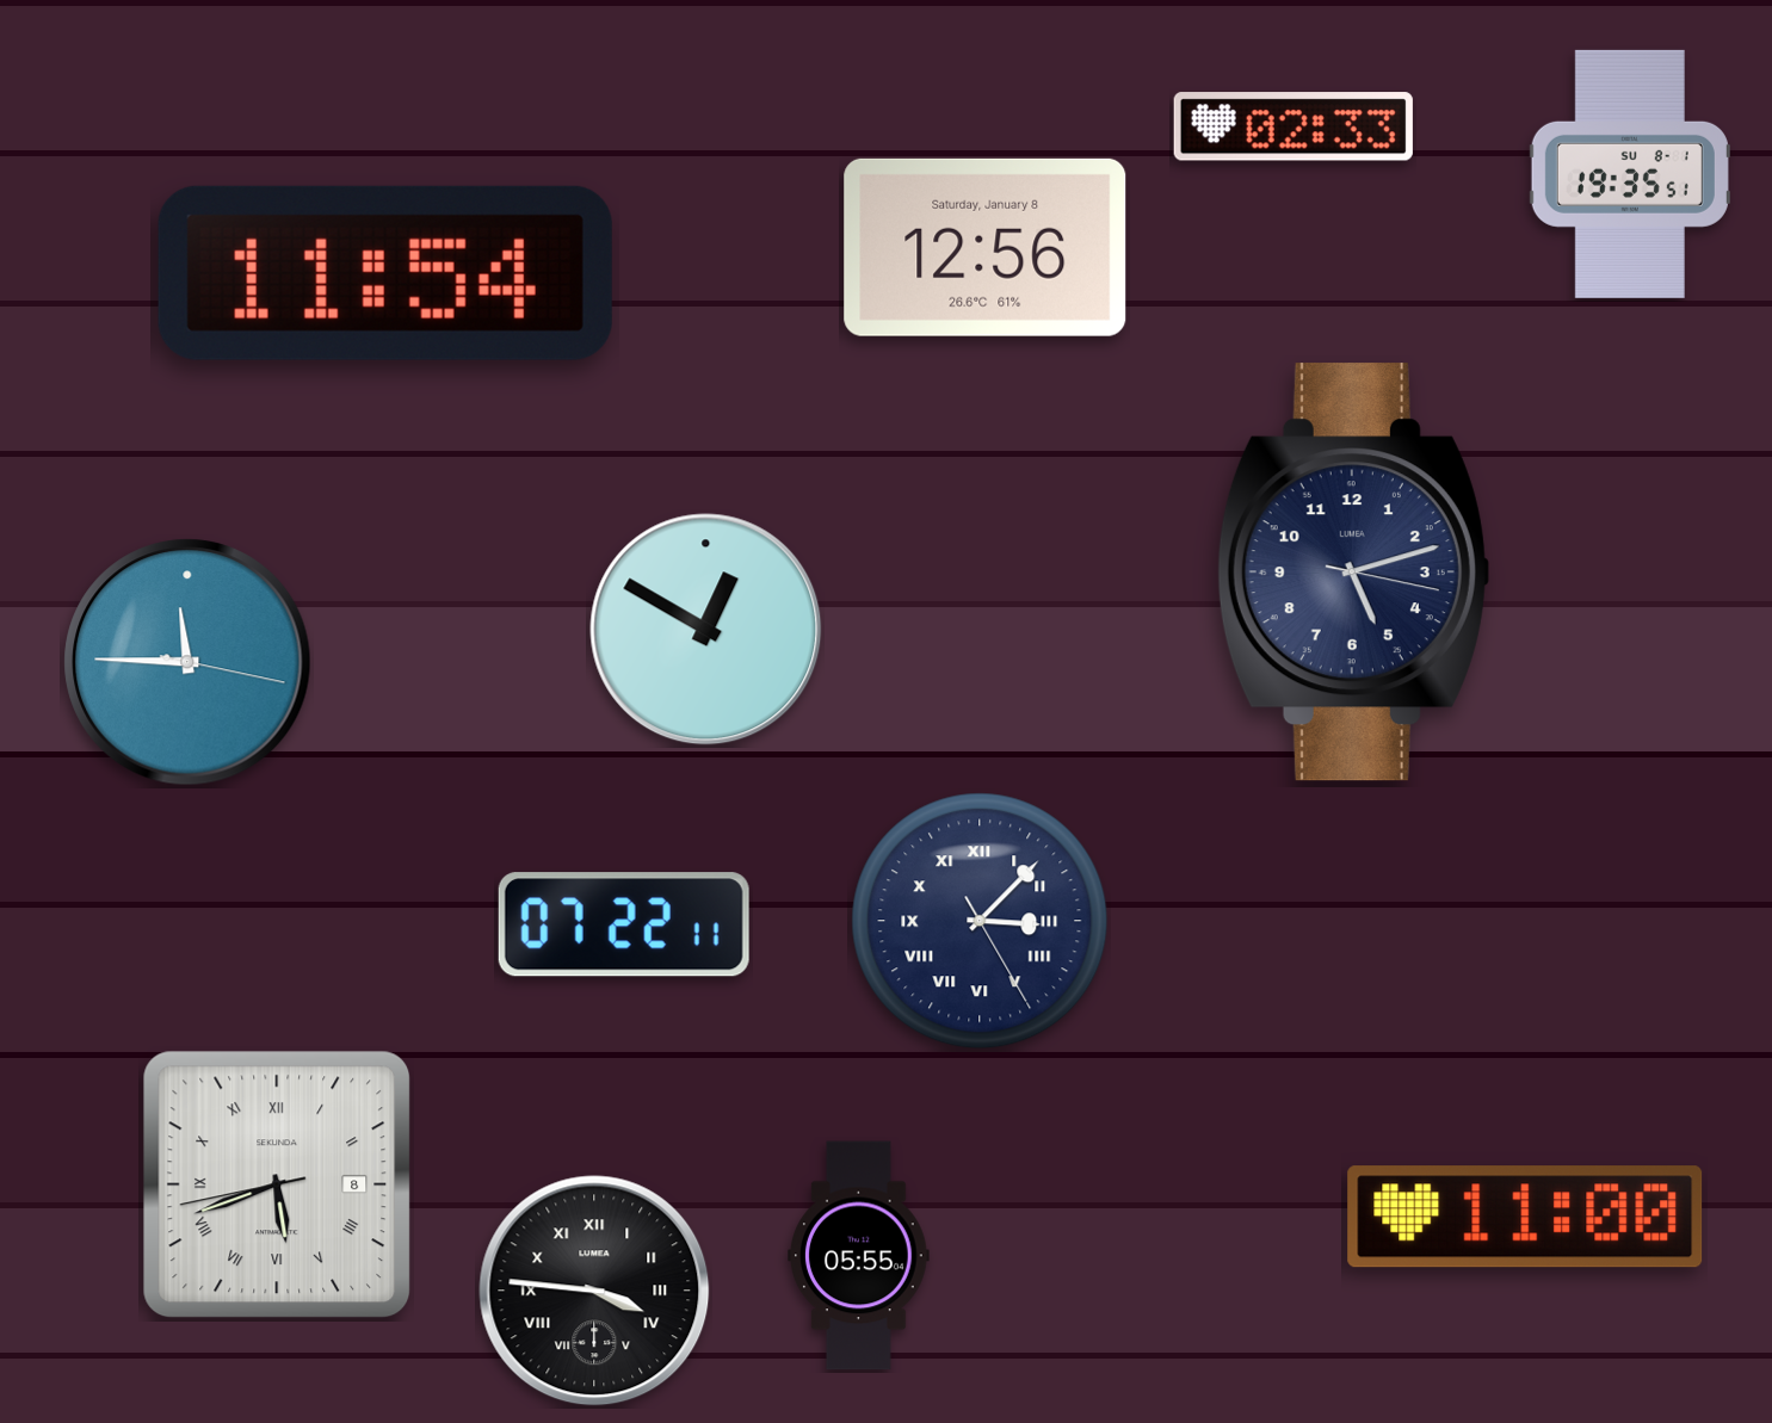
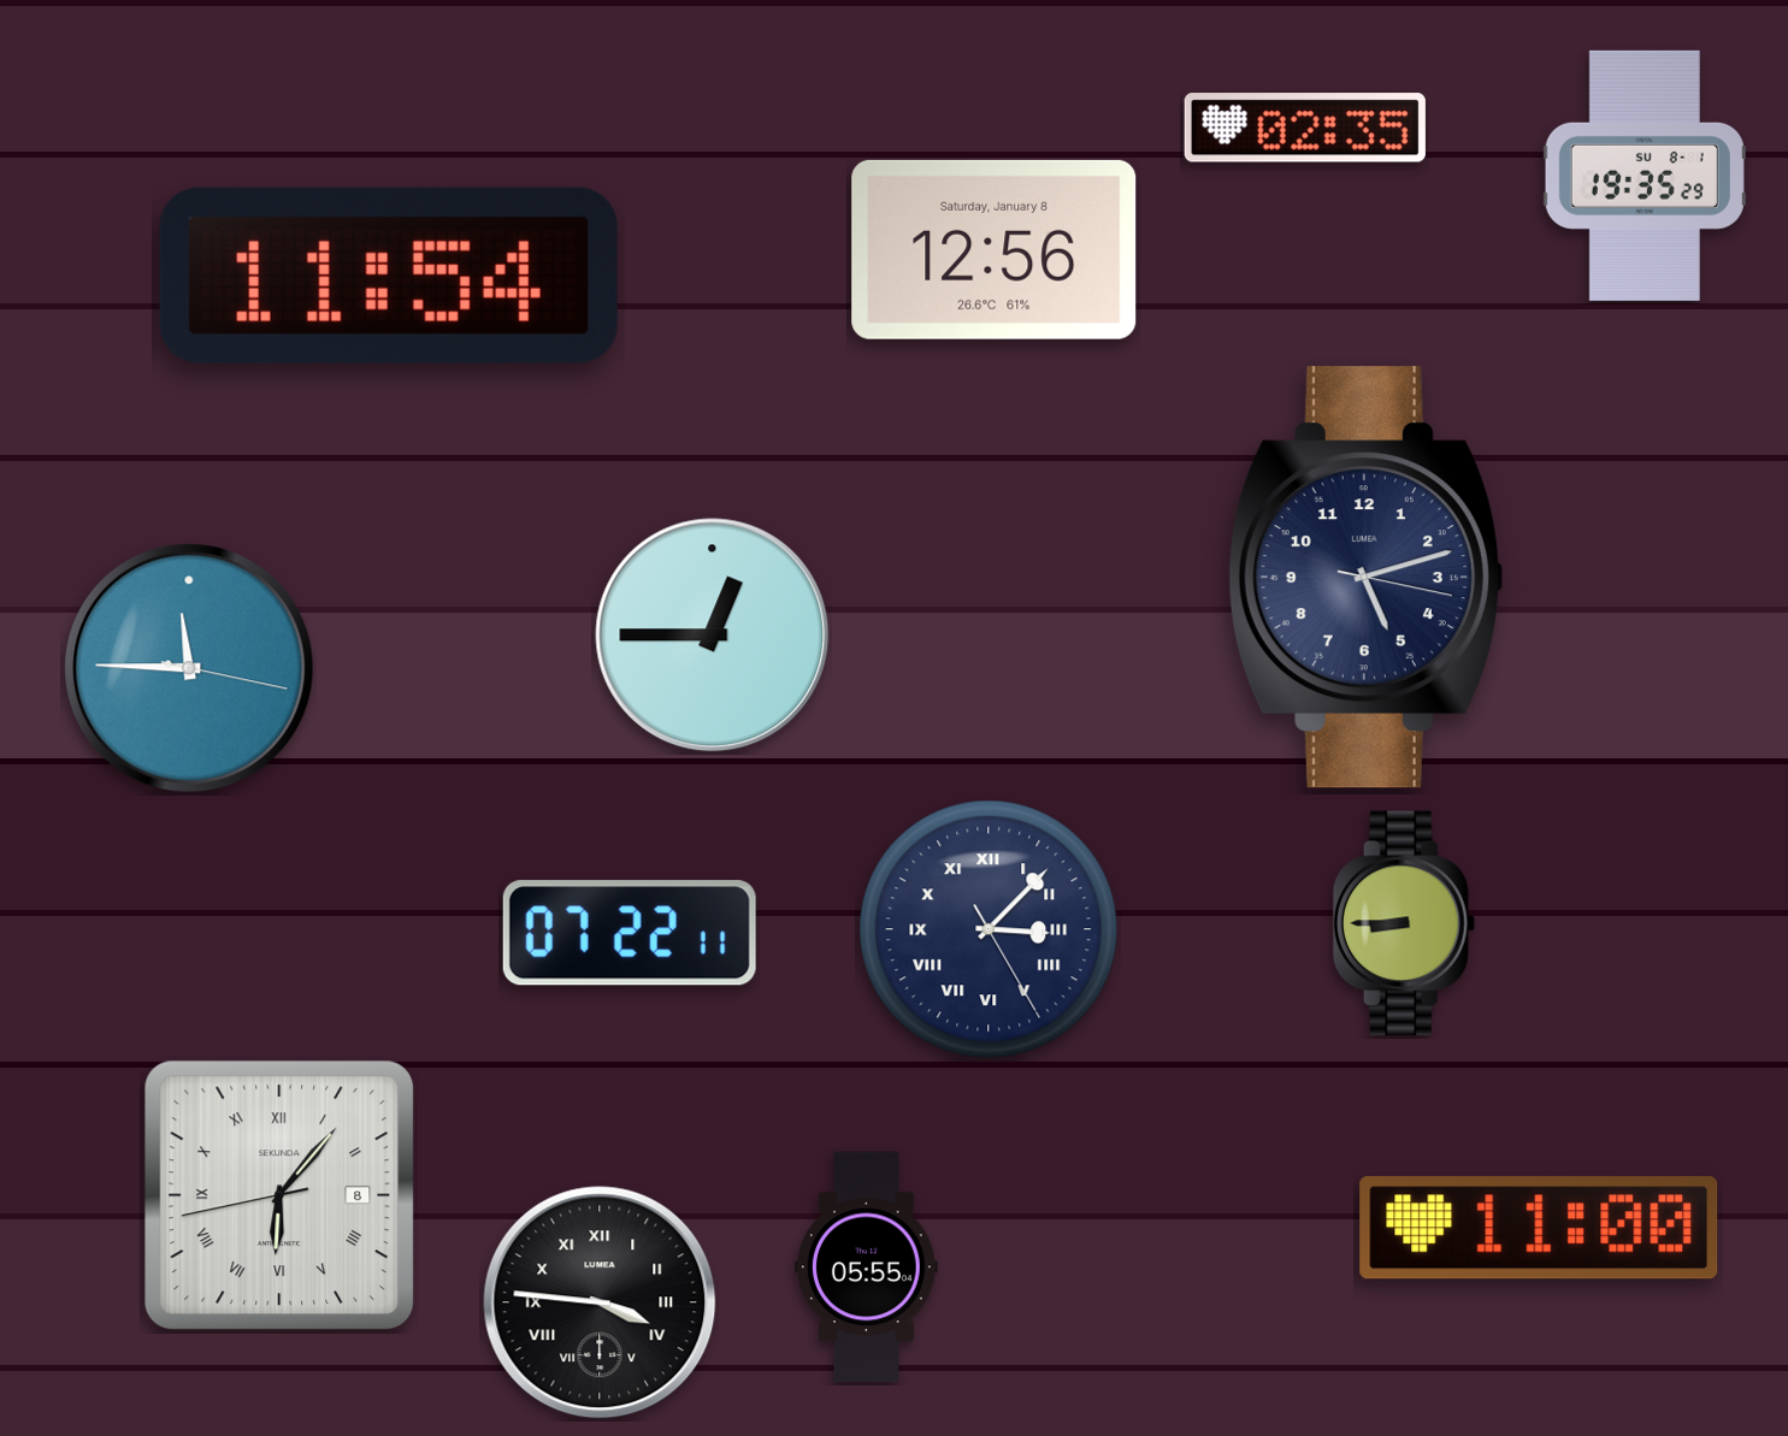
clock at (1294, 126): 02:33 -> 02:35
clock at (1630, 174): 19:35:51 -> 19:35:29
clock at (706, 630): 12:50 -> 12:45
clock at (1404, 923): none -> 8:45
clock at (277, 1184): 5:41 -> 6:06
